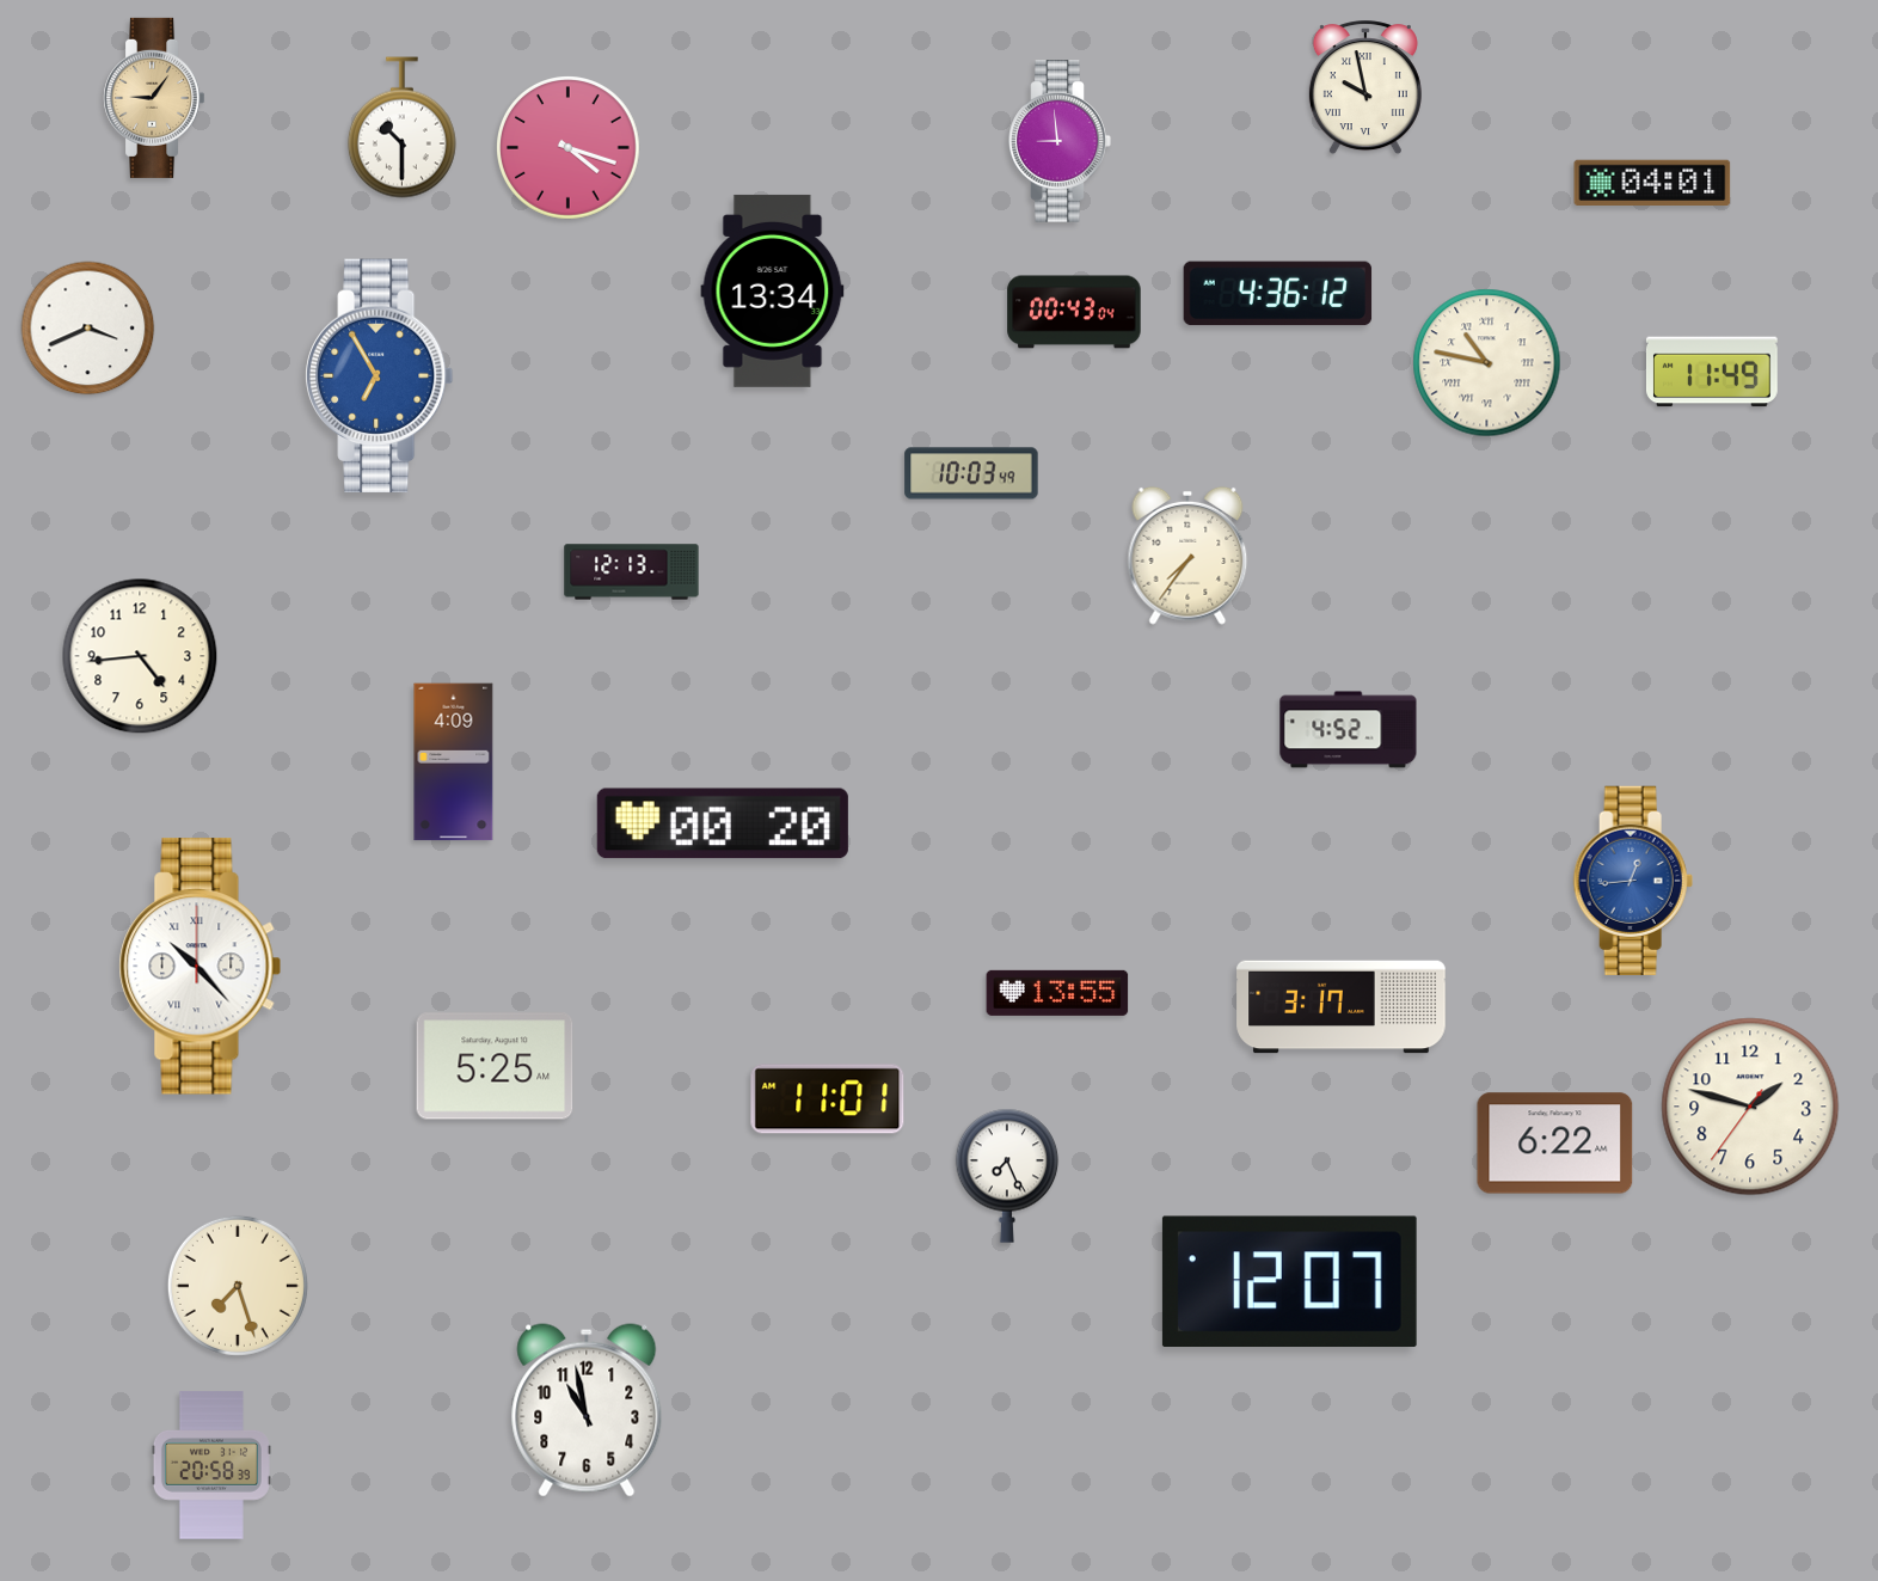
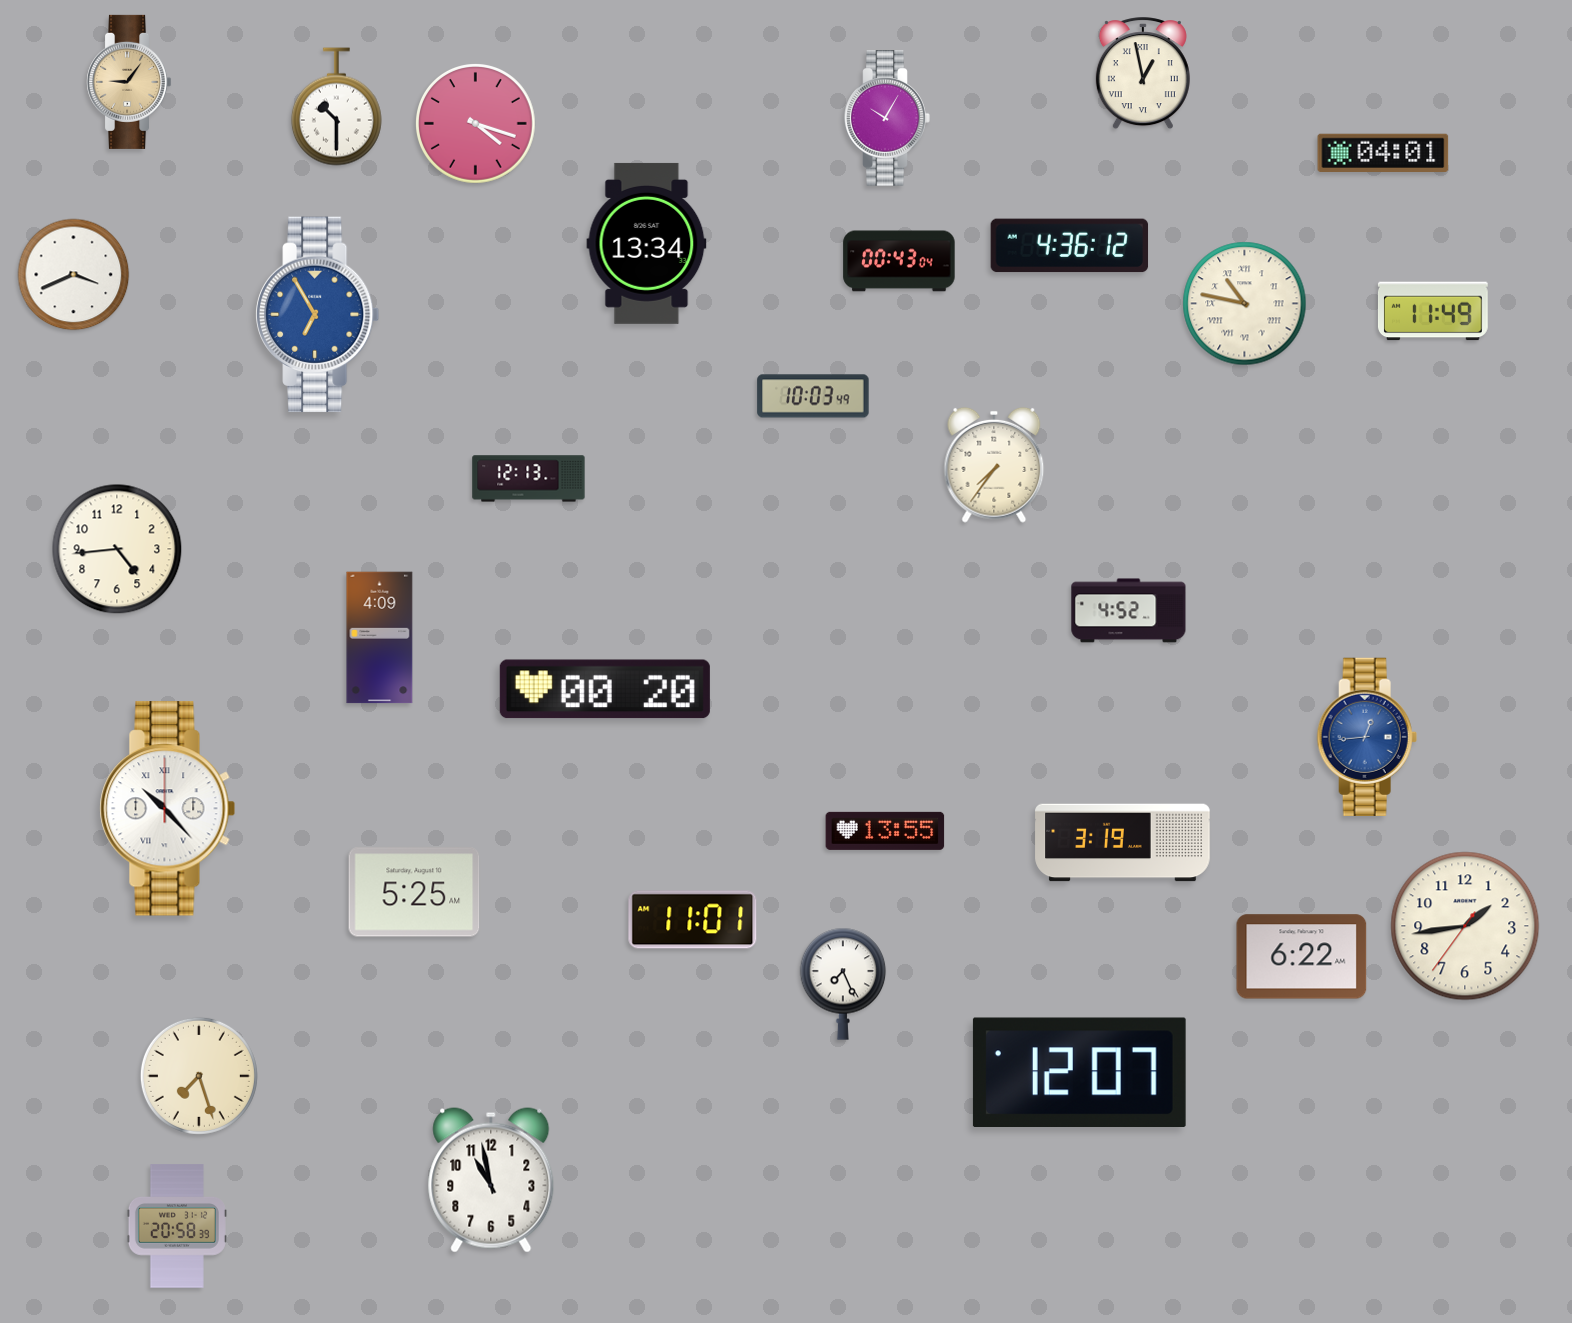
clock at (1365, 88): 9:58 -> 12:58
clock at (1060, 142): 8:59 -> 10:05
clock at (1342, 1007): 3:17 -> 3:19
clock at (1750, 1107): 1:47 -> 1:43
